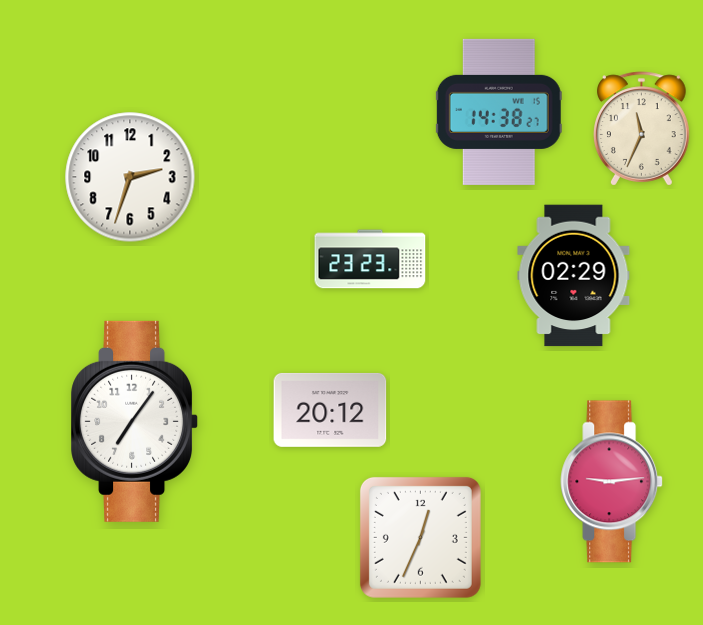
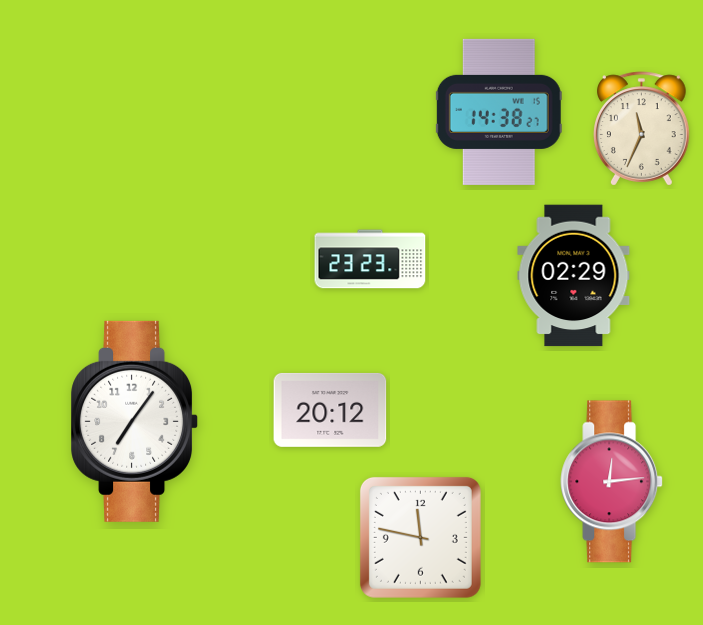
clock at (130, 177): 2:33 -> none
clock at (612, 482): 9:14 -> 12:14
clock at (420, 537): 12:34 -> 11:47
